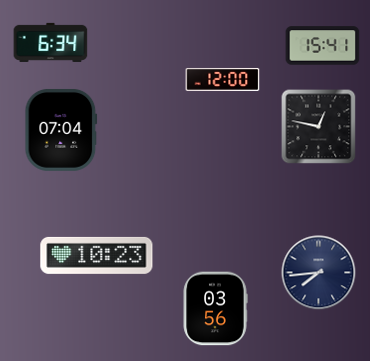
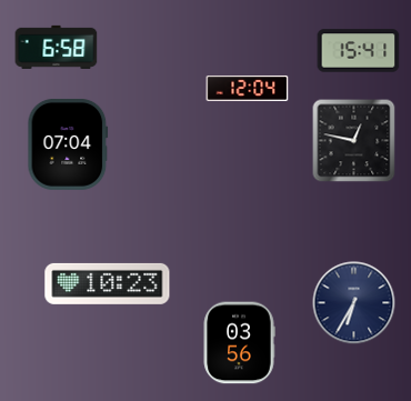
clock at (51, 42): 6:34 -> 6:58
clock at (223, 79): 12:00 -> 12:04
clock at (319, 273): 7:44 -> 6:35
